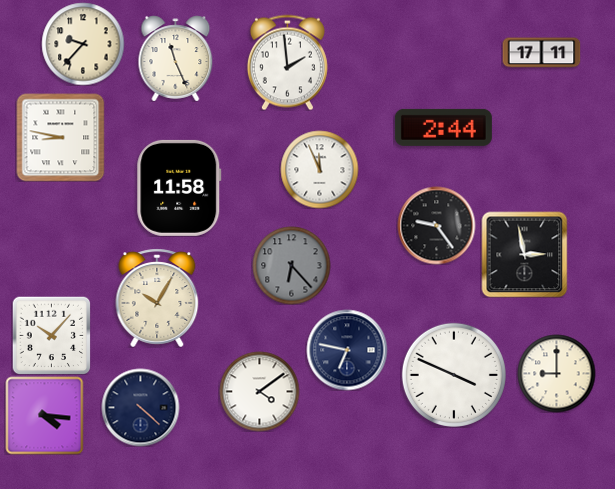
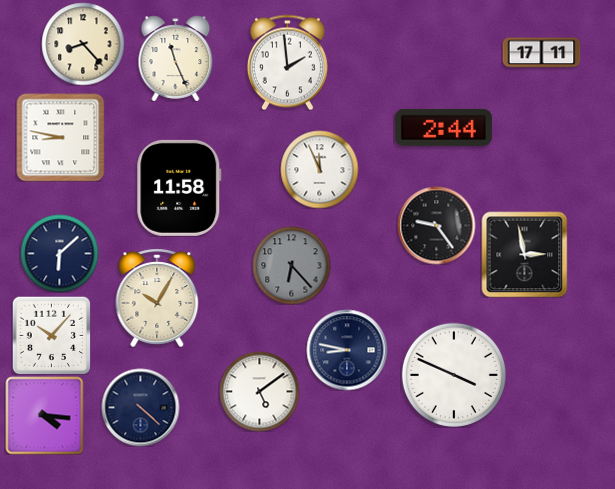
clock at (83, 44): 9:37 -> 8:23
clock at (59, 253): none -> 6:08
clock at (347, 350): 6:47 -> 8:47
clock at (556, 373): 9:00 -> none
clock at (259, 391): 4:09 -> 5:09
